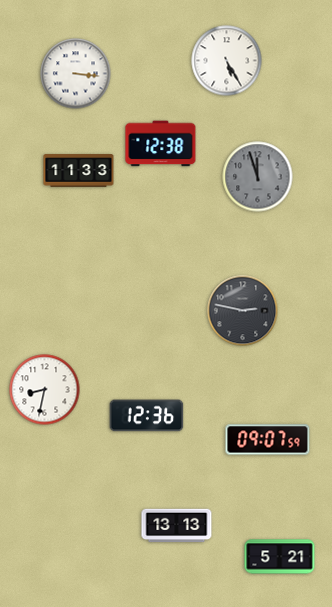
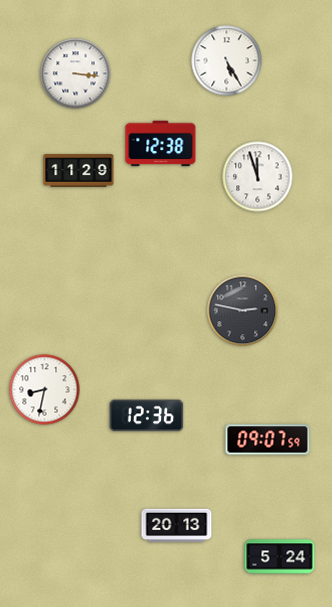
clock at (79, 171): 11:33 -> 11:29
clock at (258, 177) dial: grey -> white
clock at (177, 526): 13:13 -> 20:13
clock at (280, 557): 5:21 -> 5:24
